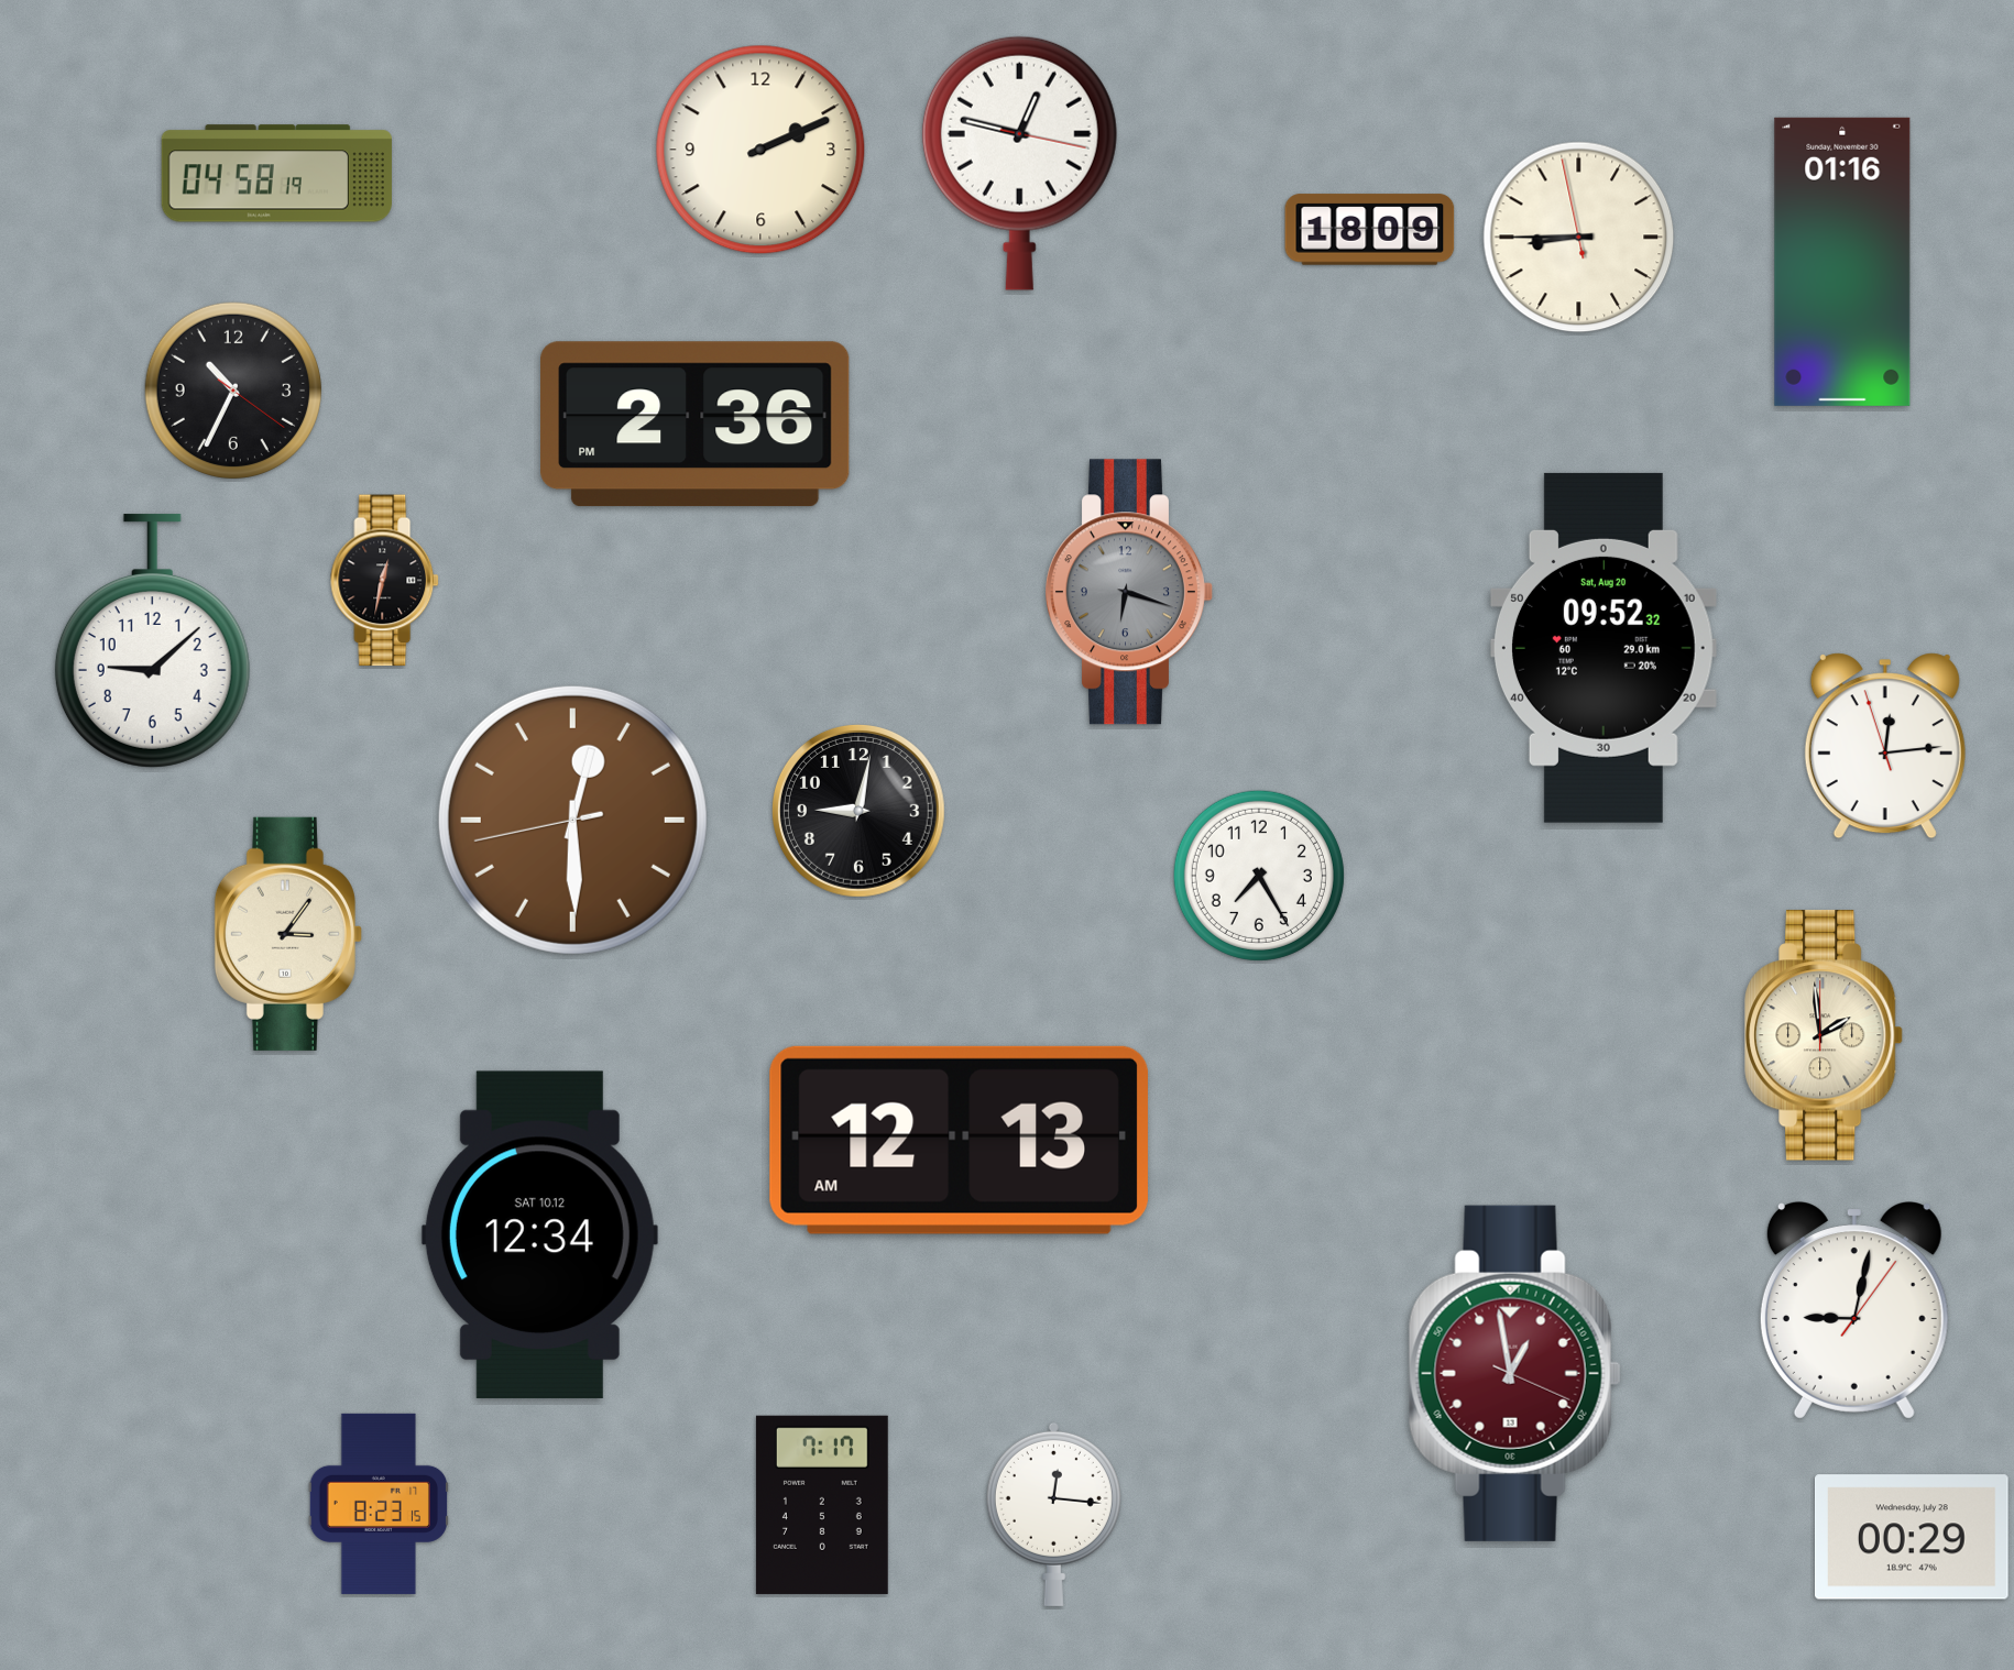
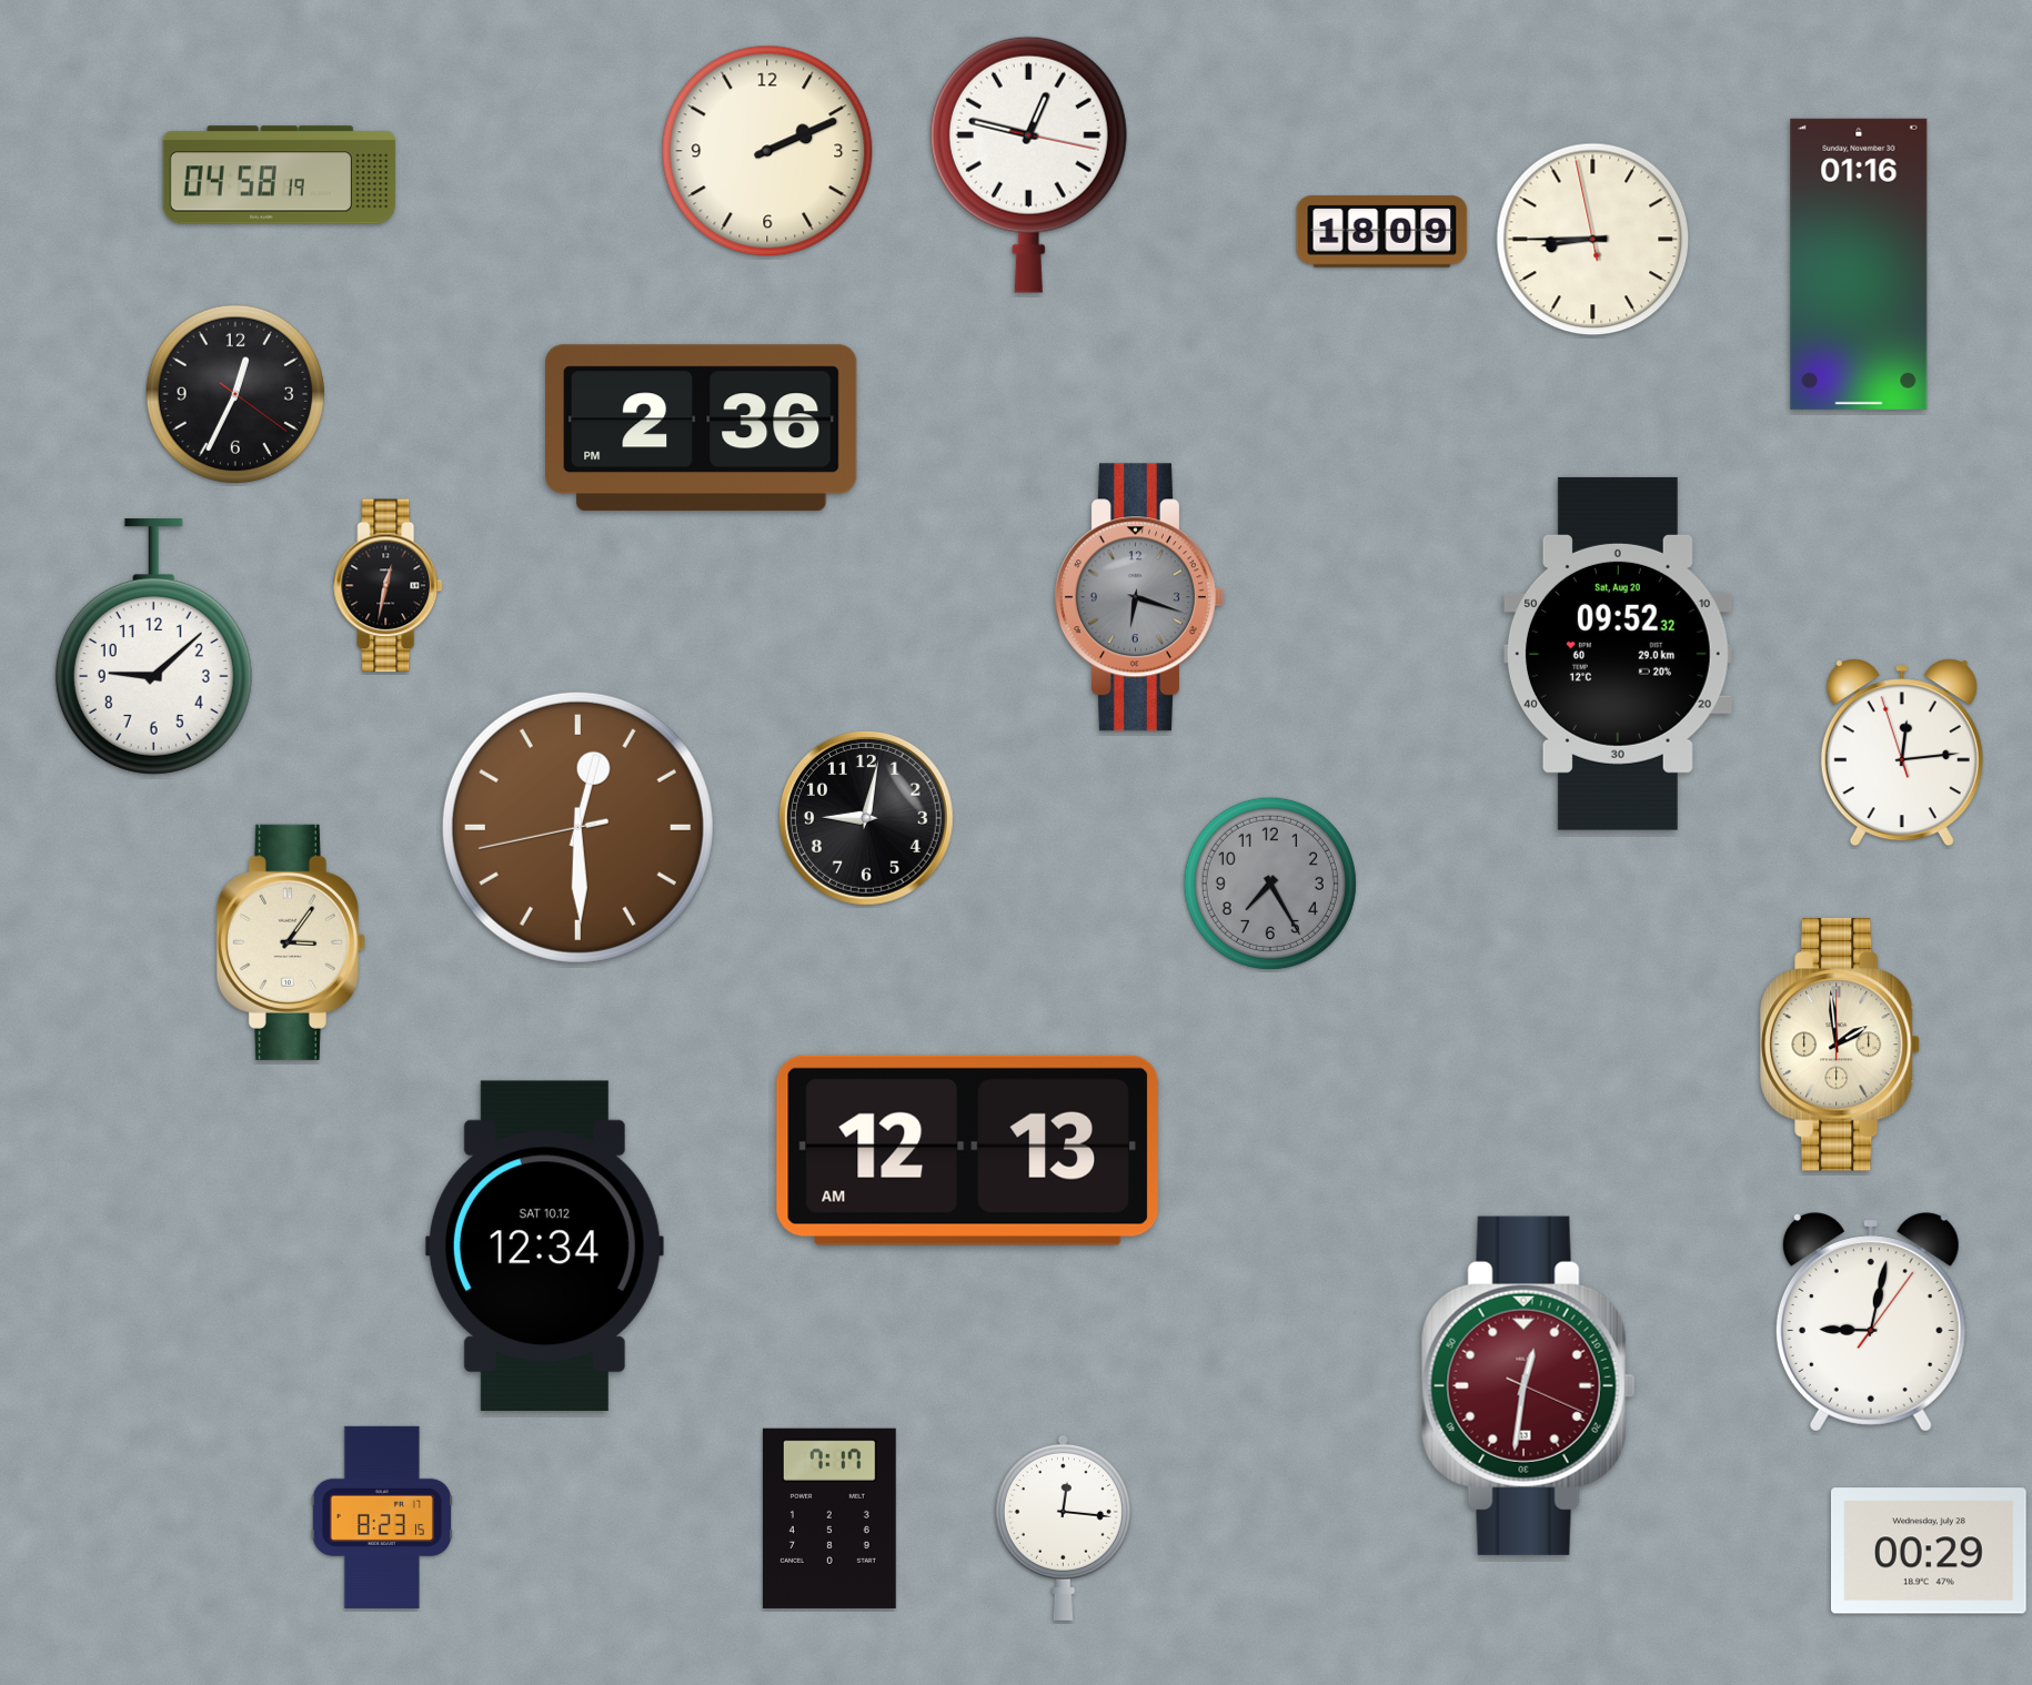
clock at (233, 391): 10:34 -> 12:34
clock at (1259, 876) dial: white -> grey
clock at (1514, 1373): 12:58 -> 12:31
